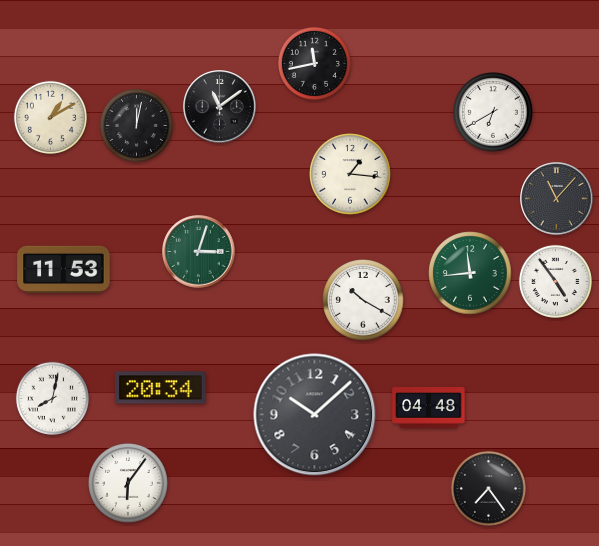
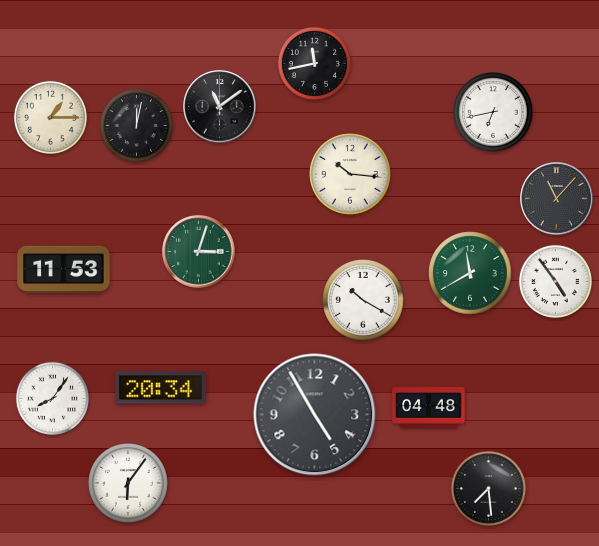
clock at (494, 113): 6:40 -> 6:43
clock at (50, 117): 1:10 -> 1:15
clock at (350, 174): 1:16 -> 10:16
clock at (470, 273): 11:44 -> 11:40
clock at (52, 398): 8:02 -> 8:06
clock at (315, 415): 10:08 -> 4:55
clock at (488, 488): 7:24 -> 7:29
